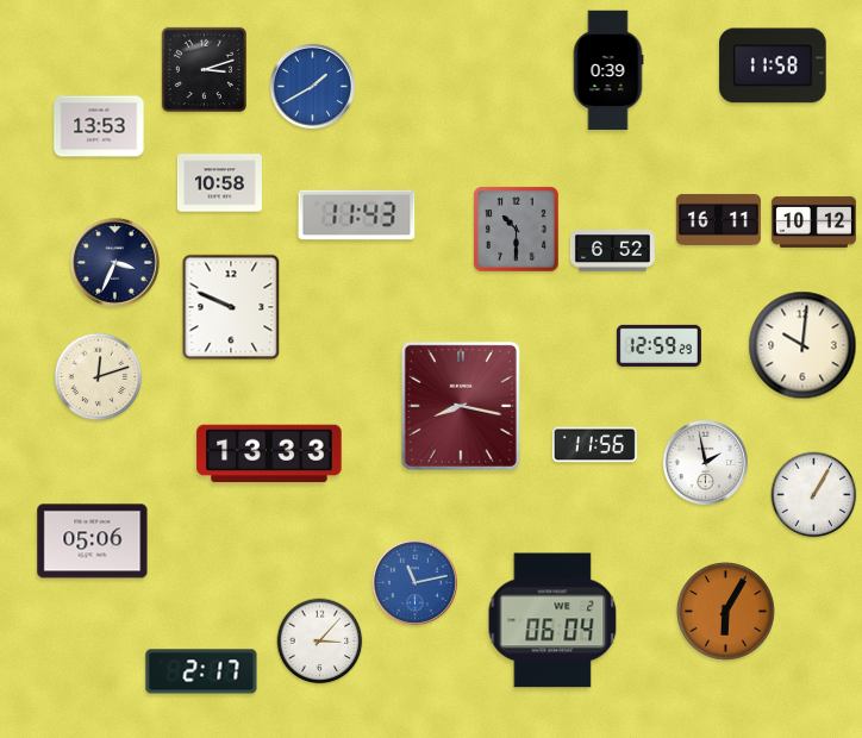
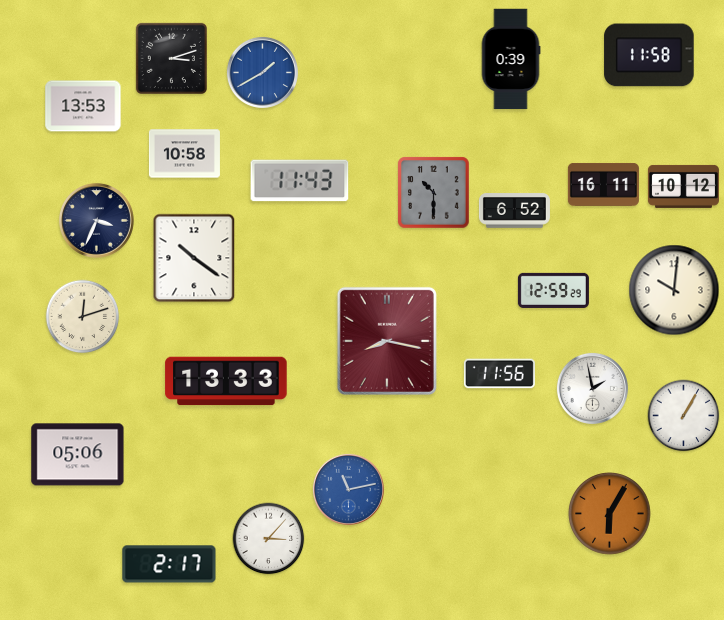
clock at (231, 307): 9:49 -> 10:21
clock at (552, 620): 06:04 -> none
